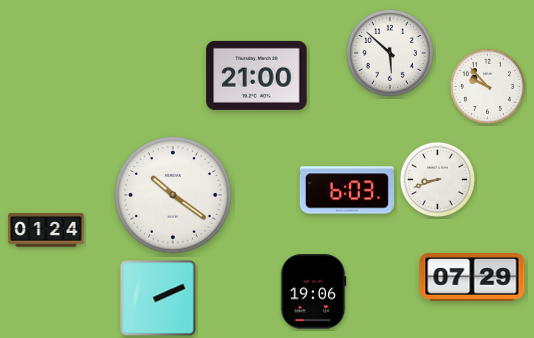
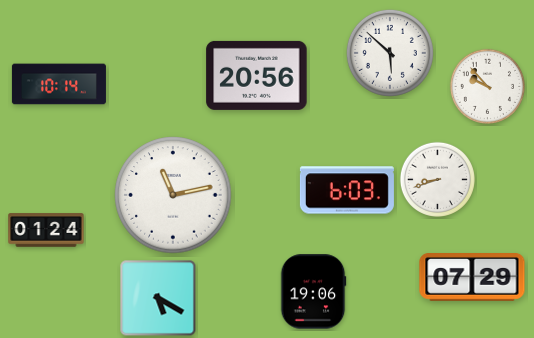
clock at (257, 75): 21:00 -> 20:56
clock at (59, 84): none -> 10:14
clock at (173, 195): 10:21 -> 11:13
clock at (158, 298): 2:11 -> 5:20
